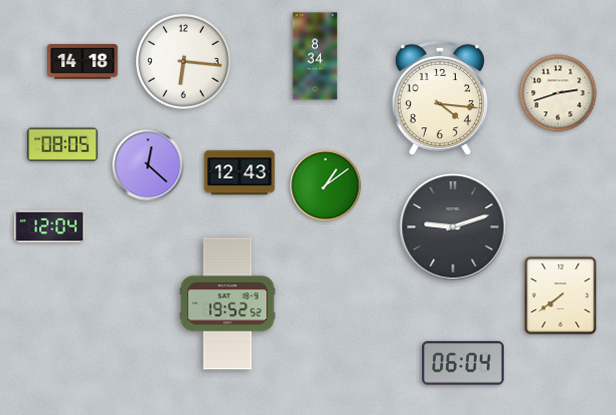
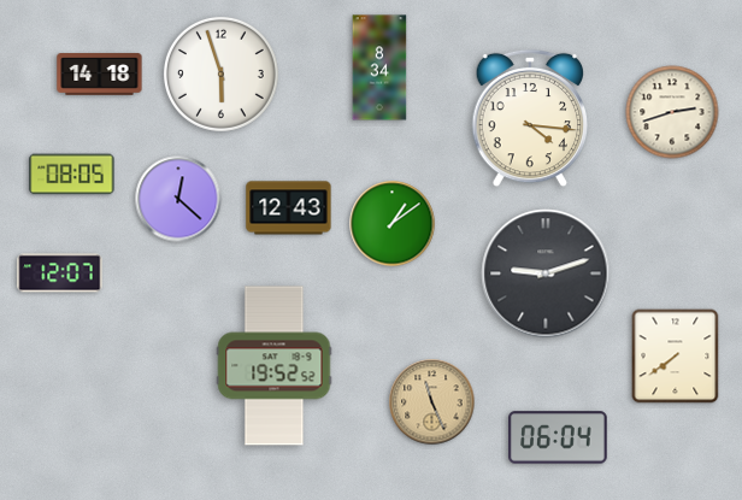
clock at (183, 61): 6:16 -> 5:57
clock at (63, 145) position: (63, 145) -> (72, 175)
clock at (50, 227): 12:04 -> 12:07
clock at (432, 402): none -> 11:26
